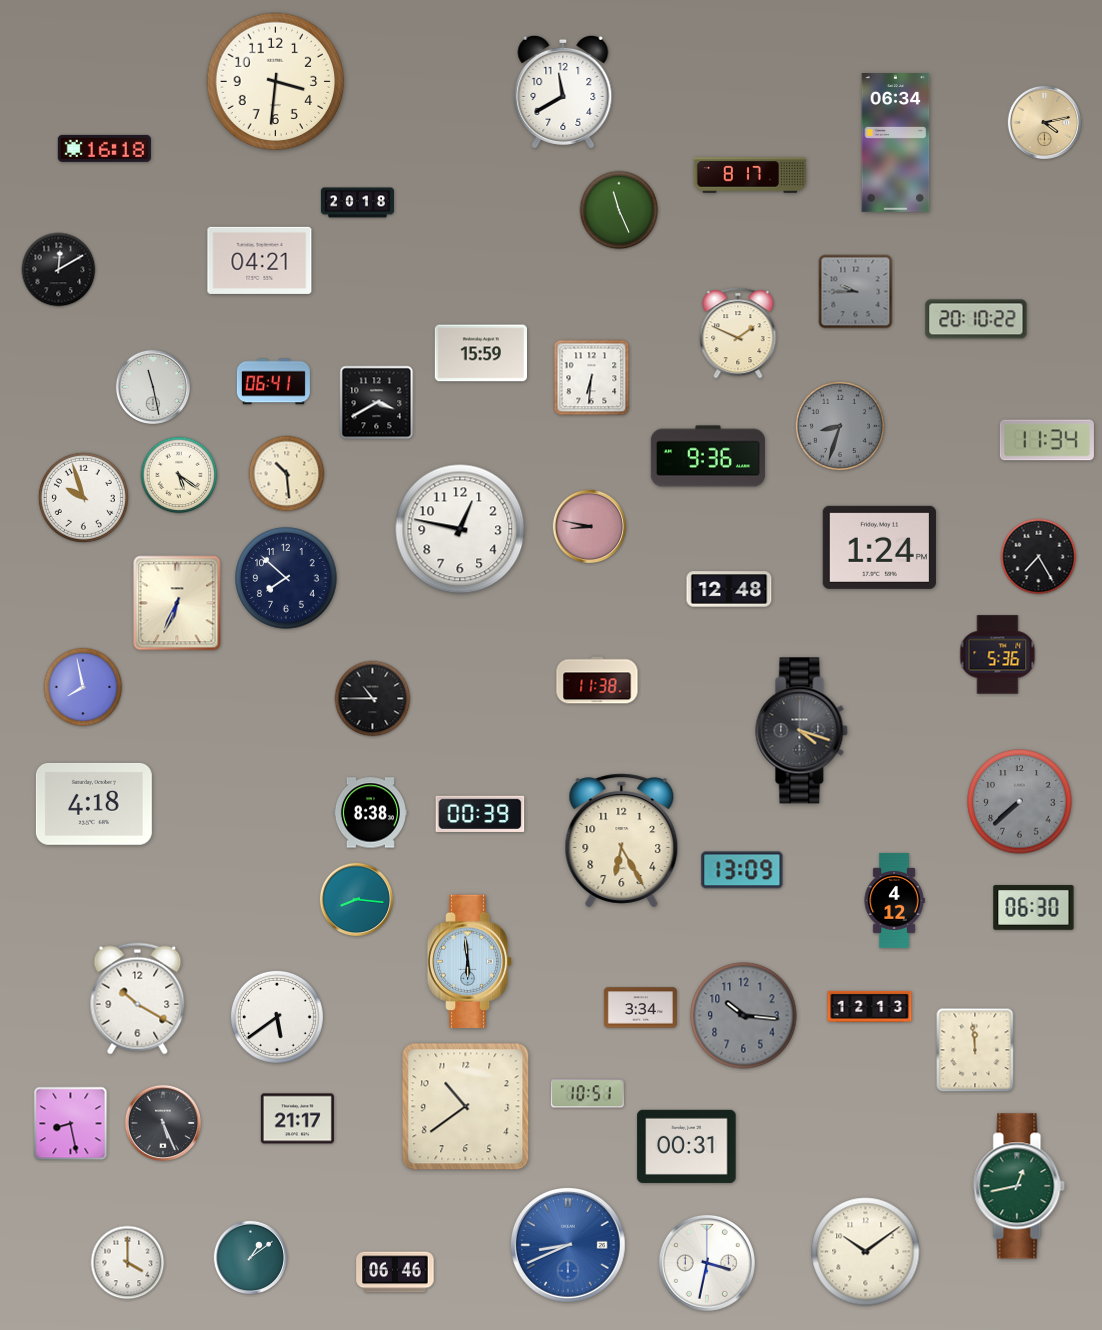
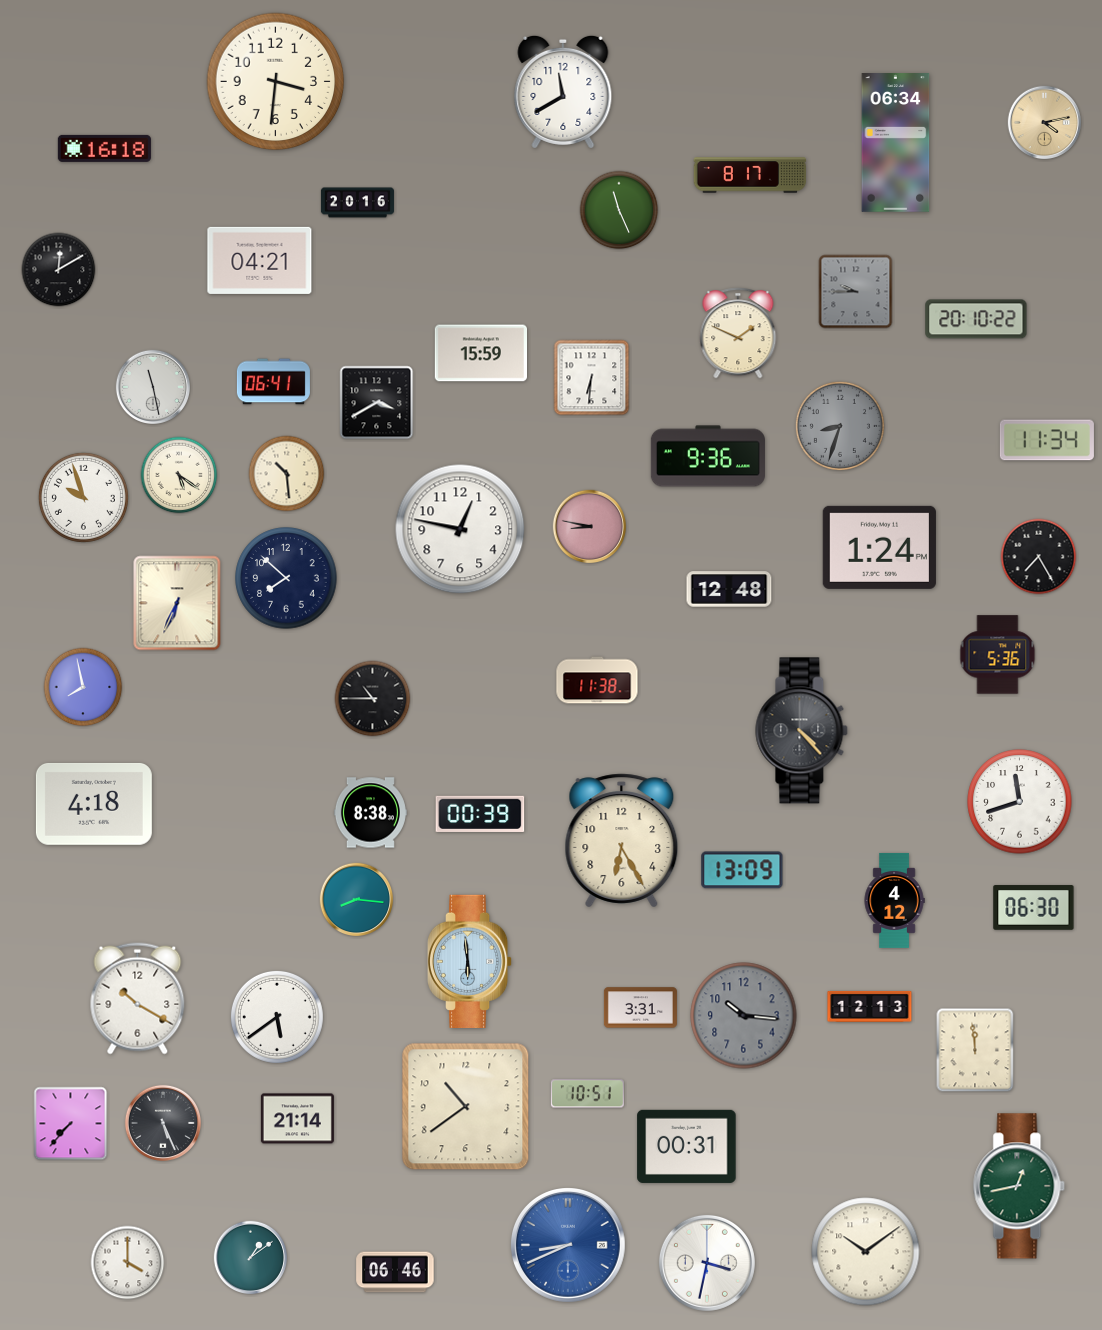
clock at (357, 203): 20:18 -> 20:16
clock at (802, 731): 4:18 -> 4:23
clock at (1020, 802): 7:38 -> 11:42
clock at (1020, 802) dial: grey -> white
clock at (640, 1008): 3:34 -> 3:31
clock at (297, 1119): 21:17 -> 21:14
clock at (71, 1124): 8:28 -> 7:37
